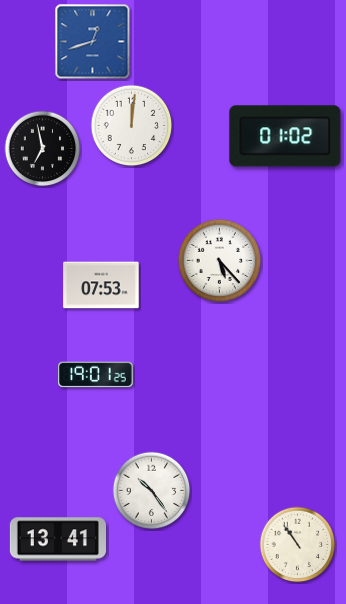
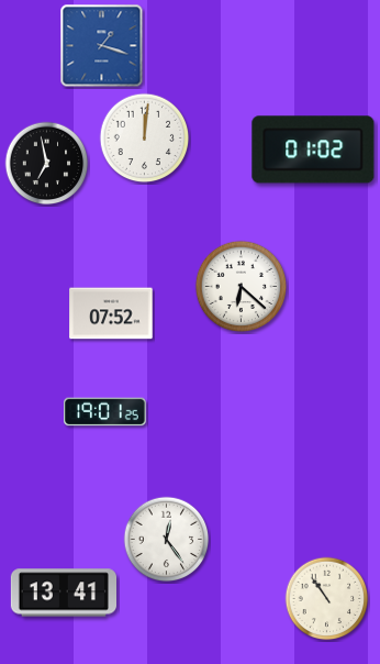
clock at (93, 42): 12:42 -> 1:18
clock at (220, 261): 5:23 -> 6:22
clock at (101, 285): 07:53 -> 07:52
clock at (152, 491): 10:24 -> 12:24
